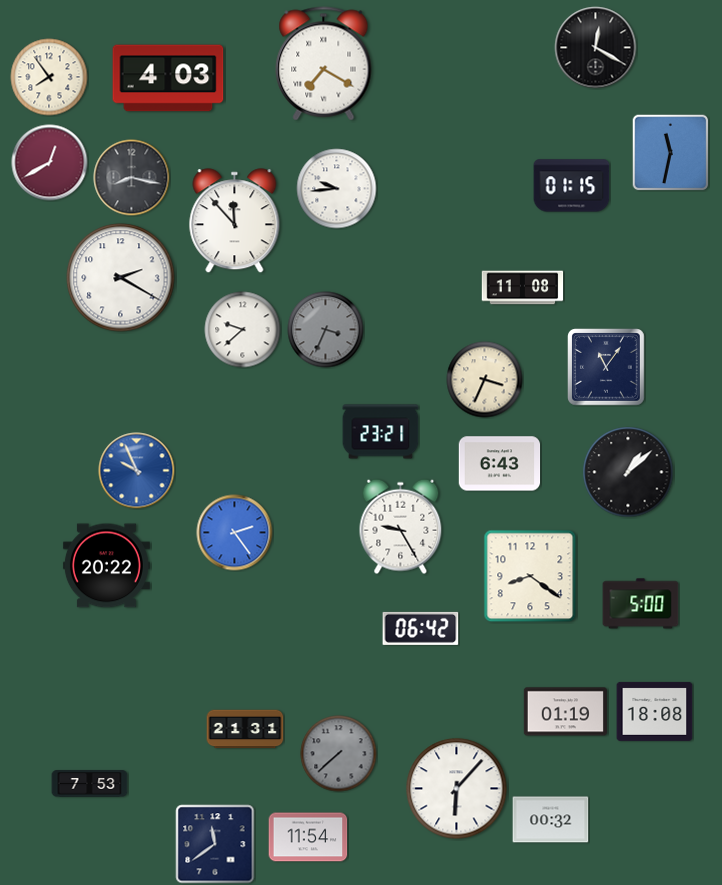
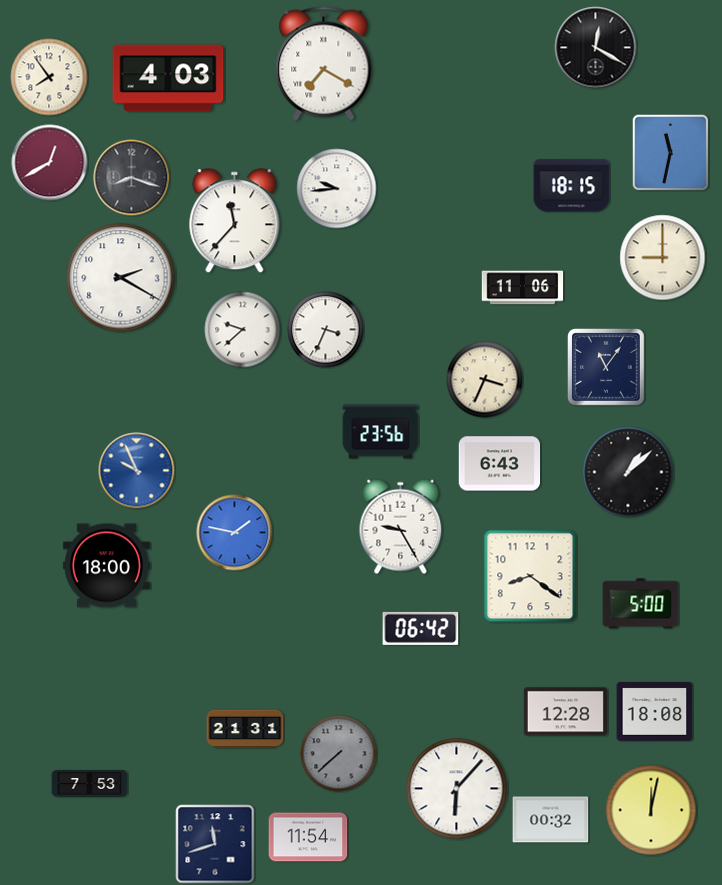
clock at (132, 178): 8:17 -> 8:18
clock at (572, 186): 01:15 -> 18:15
clock at (235, 221): 11:53 -> 11:37
clock at (663, 258): none -> 9:00
clock at (523, 288): 11:08 -> 11:06
clock at (326, 330) dial: grey -> white
clock at (381, 432): 23:21 -> 23:56
clock at (235, 533): 2:24 -> 1:47
clock at (106, 566): 20:22 -> 18:00
clock at (565, 712): 01:19 -> 12:28
clock at (651, 810): none -> 12:02
clock at (215, 844): 11:39 -> 11:42
